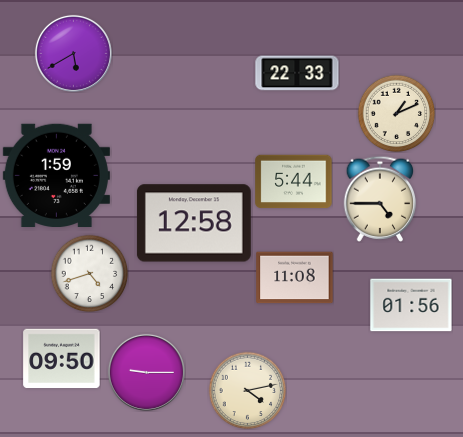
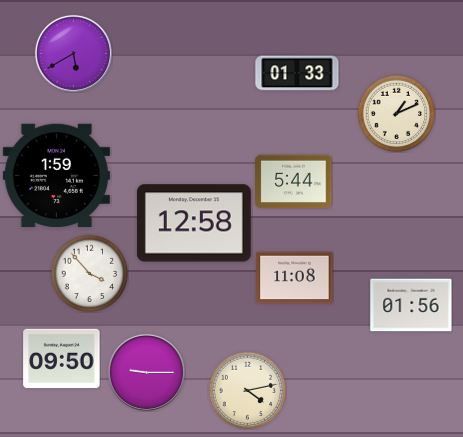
clock at (297, 73): 22:33 -> 01:33
clock at (380, 199): 4:45 -> none
clock at (89, 273): 4:42 -> 3:53
